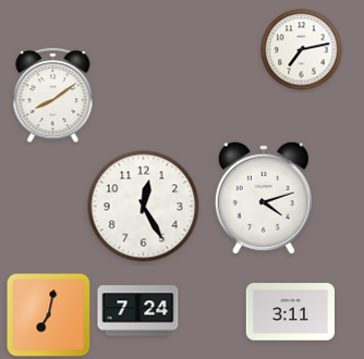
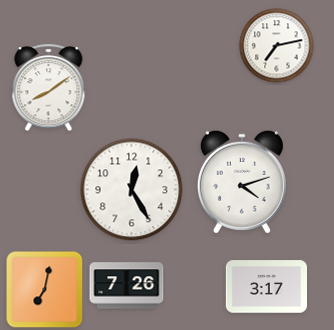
clock at (138, 311): 7:24 -> 7:26
clock at (290, 312): 3:11 -> 3:17
